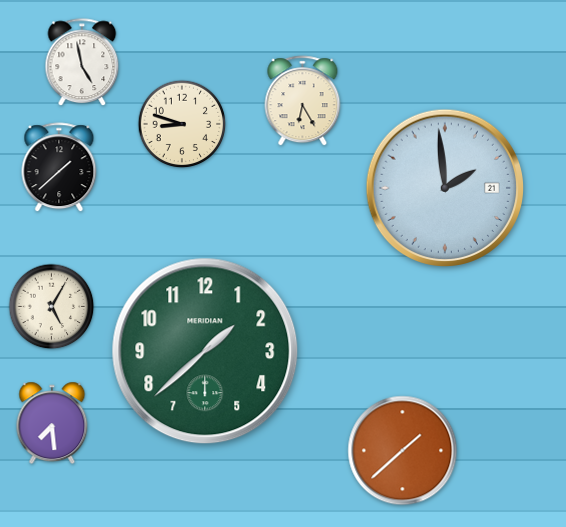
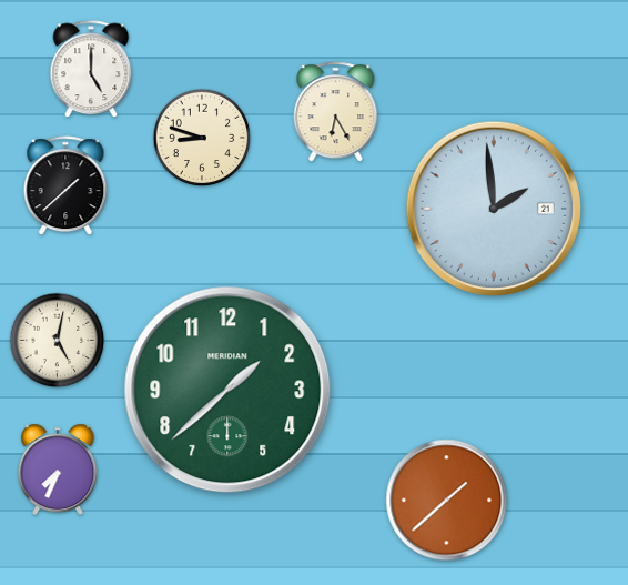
clock at (82, 63): 4:58 -> 5:00
clock at (52, 307): 5:05 -> 5:02
clock at (52, 423): 7:29 -> 7:34
